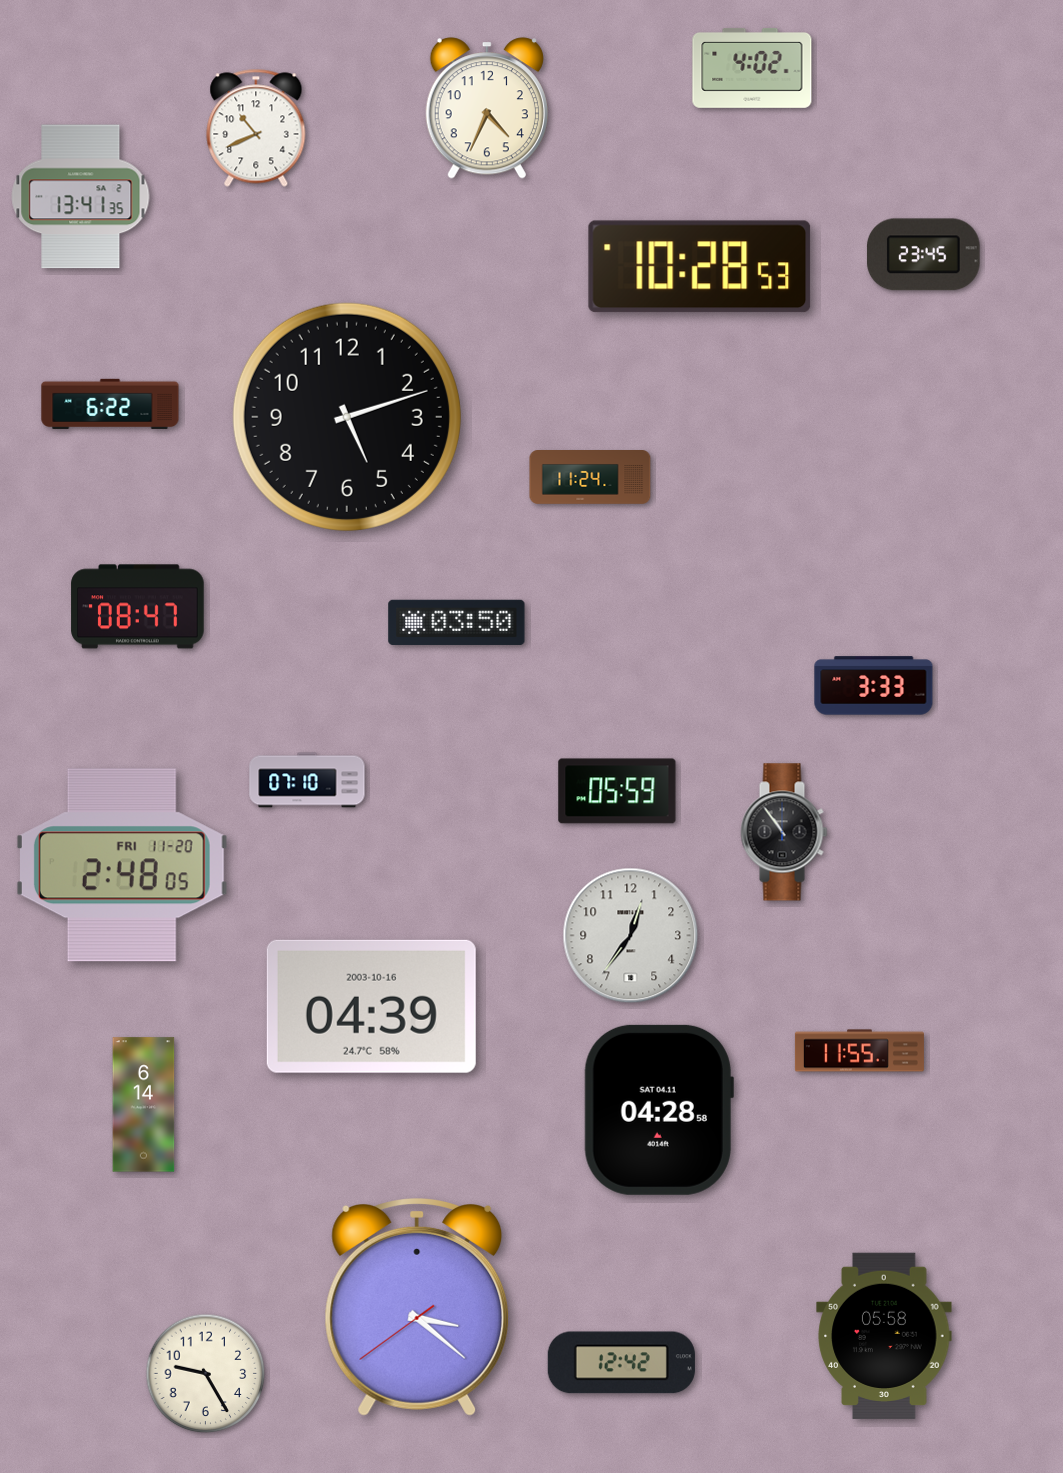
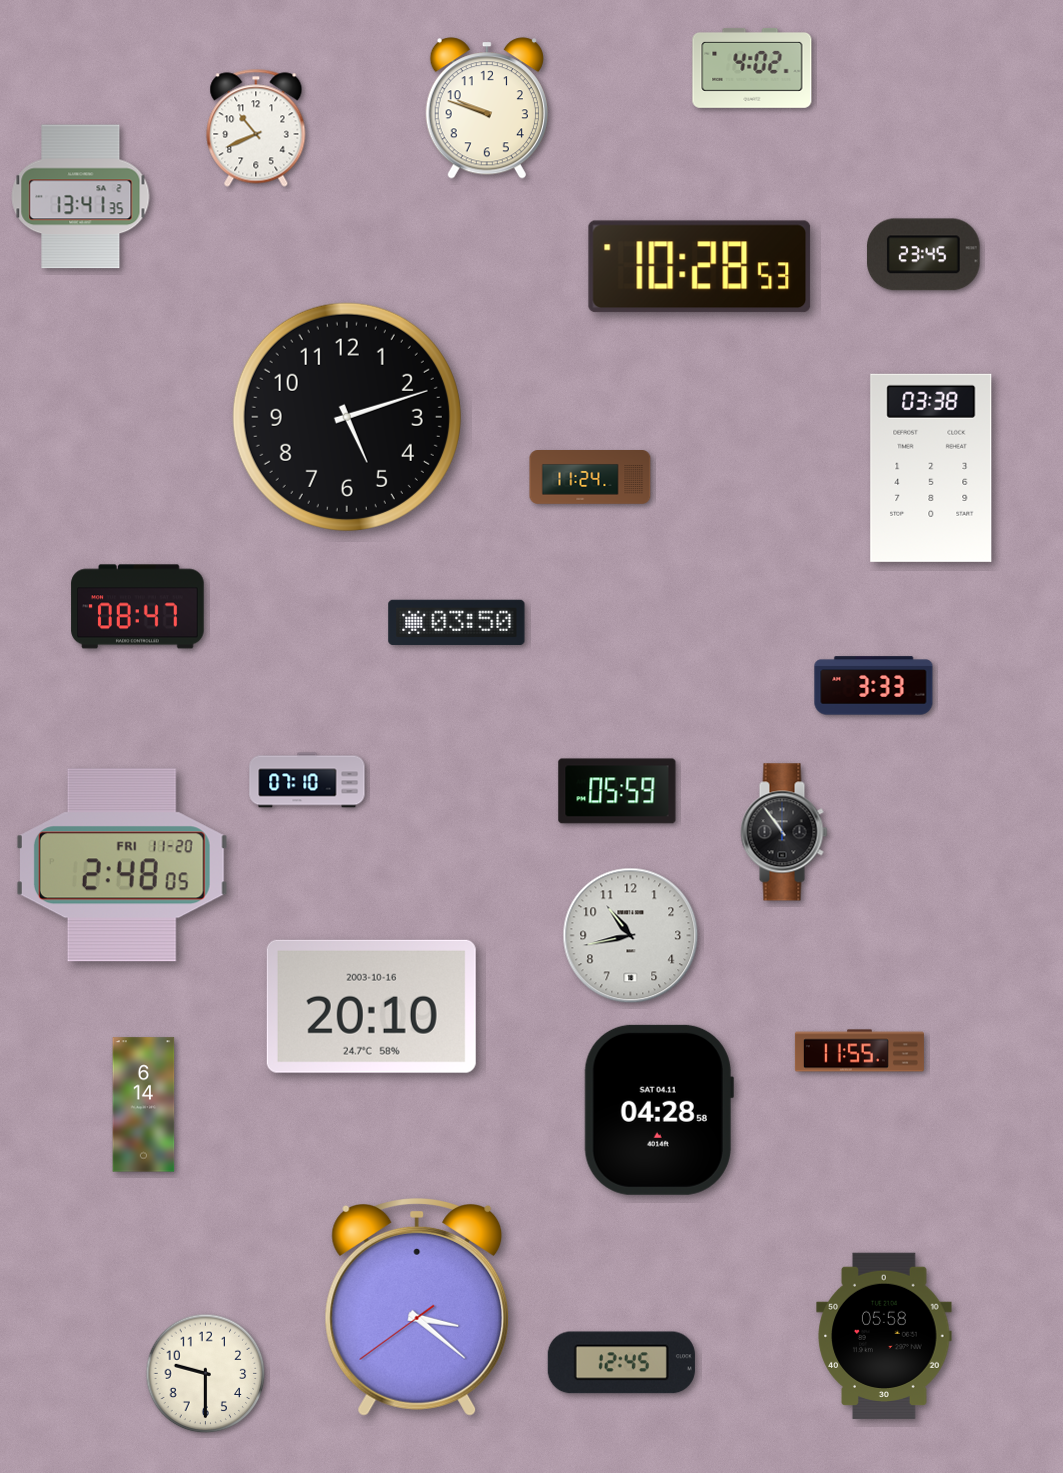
clock at (487, 108): 4:34 -> 9:48
clock at (110, 403): 6:22 -> none
clock at (931, 468): none -> 03:38
clock at (631, 936): 12:36 -> 10:43
clock at (371, 1006): 04:39 -> 20:10
clock at (621, 1363): 12:42 -> 12:45
clock at (206, 1374): 9:25 -> 9:30
